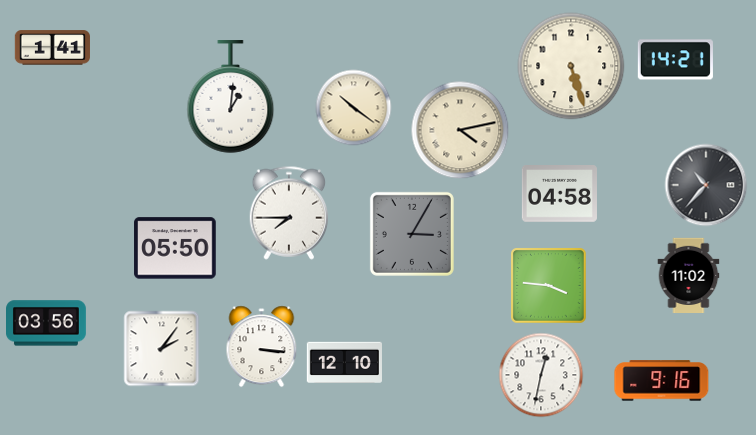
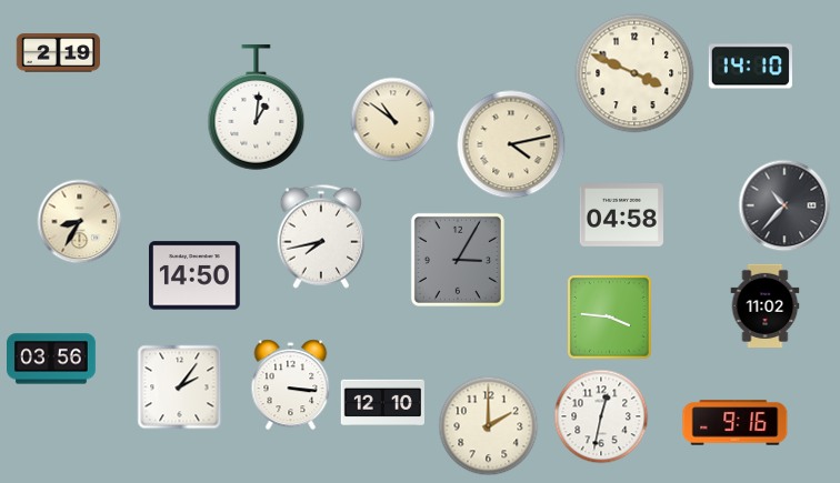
clock at (52, 48): 1:41 -> 2:19
clock at (675, 60): 14:21 -> 14:10
clock at (571, 66): 5:27 -> 3:49
clock at (354, 108): 10:21 -> 10:51
clock at (80, 222): none -> 8:35
clock at (289, 213): 7:45 -> 7:43
clock at (175, 248): 05:50 -> 14:50
clock at (489, 426): none -> 2:00
